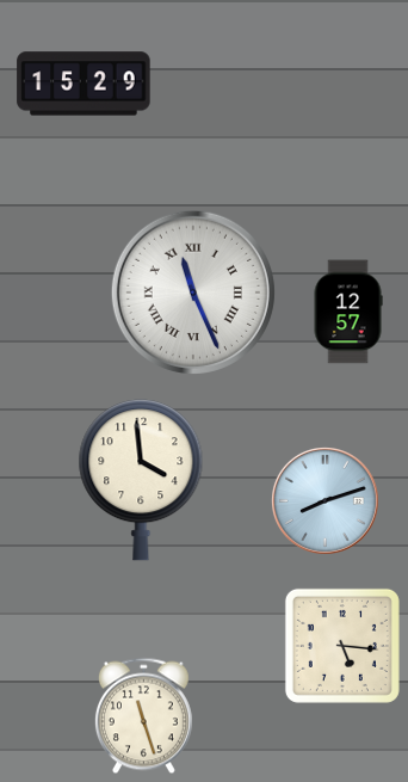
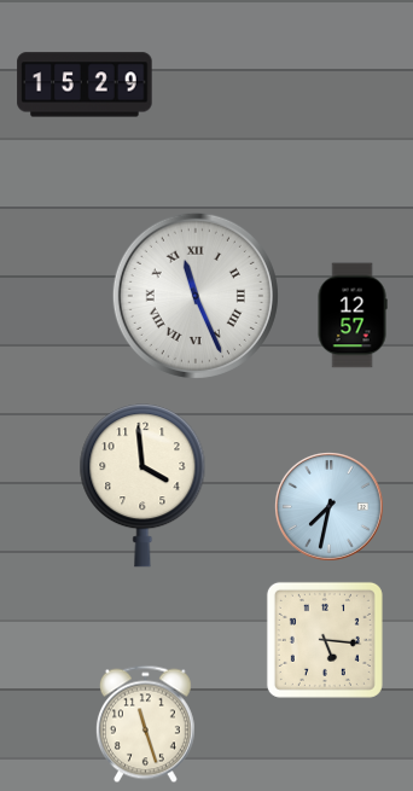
clock at (326, 501): 8:12 -> 7:32
clock at (342, 646) position: (342, 646) -> (325, 640)
